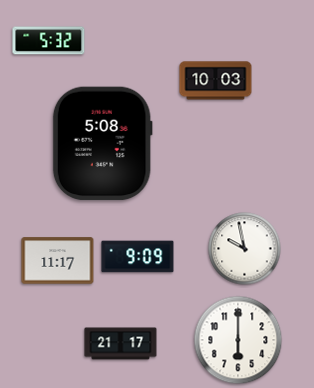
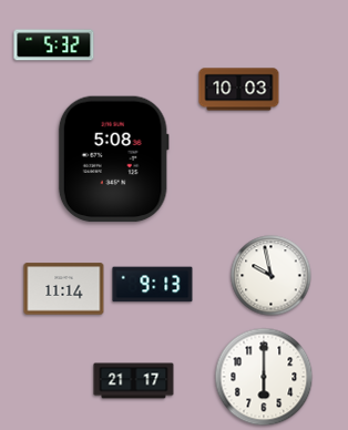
clock at (138, 257): 9:09 -> 9:13
clock at (58, 261): 11:17 -> 11:14
